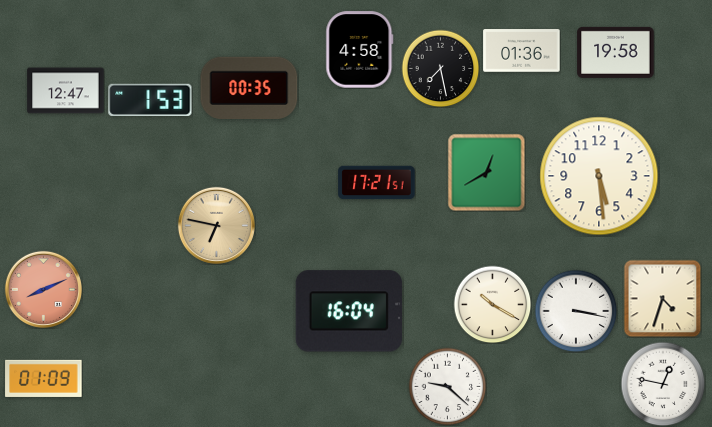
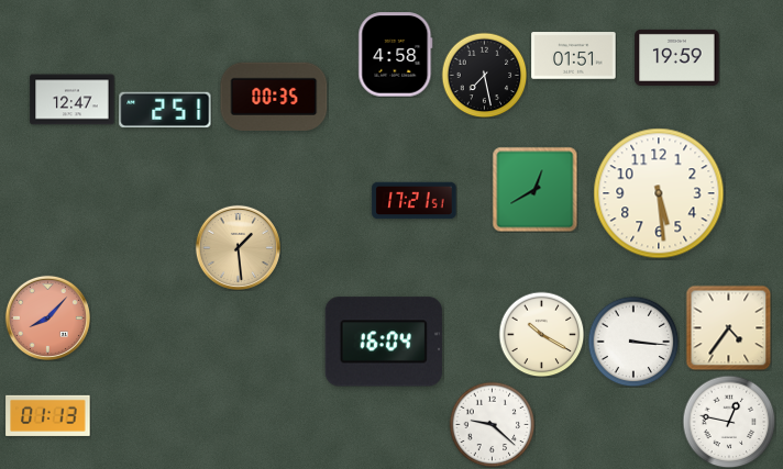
clock at (522, 51): 01:36 -> 01:51
clock at (616, 52): 19:58 -> 19:59
clock at (150, 100): 1:53 -> 2:51
clock at (216, 225): 6:47 -> 1:29
clock at (43, 289): 8:11 -> 8:07
clock at (662, 298): 4:33 -> 4:36
clock at (576, 311): 3:17 -> 3:16
clock at (44, 378): 01:09 -> 01:13
